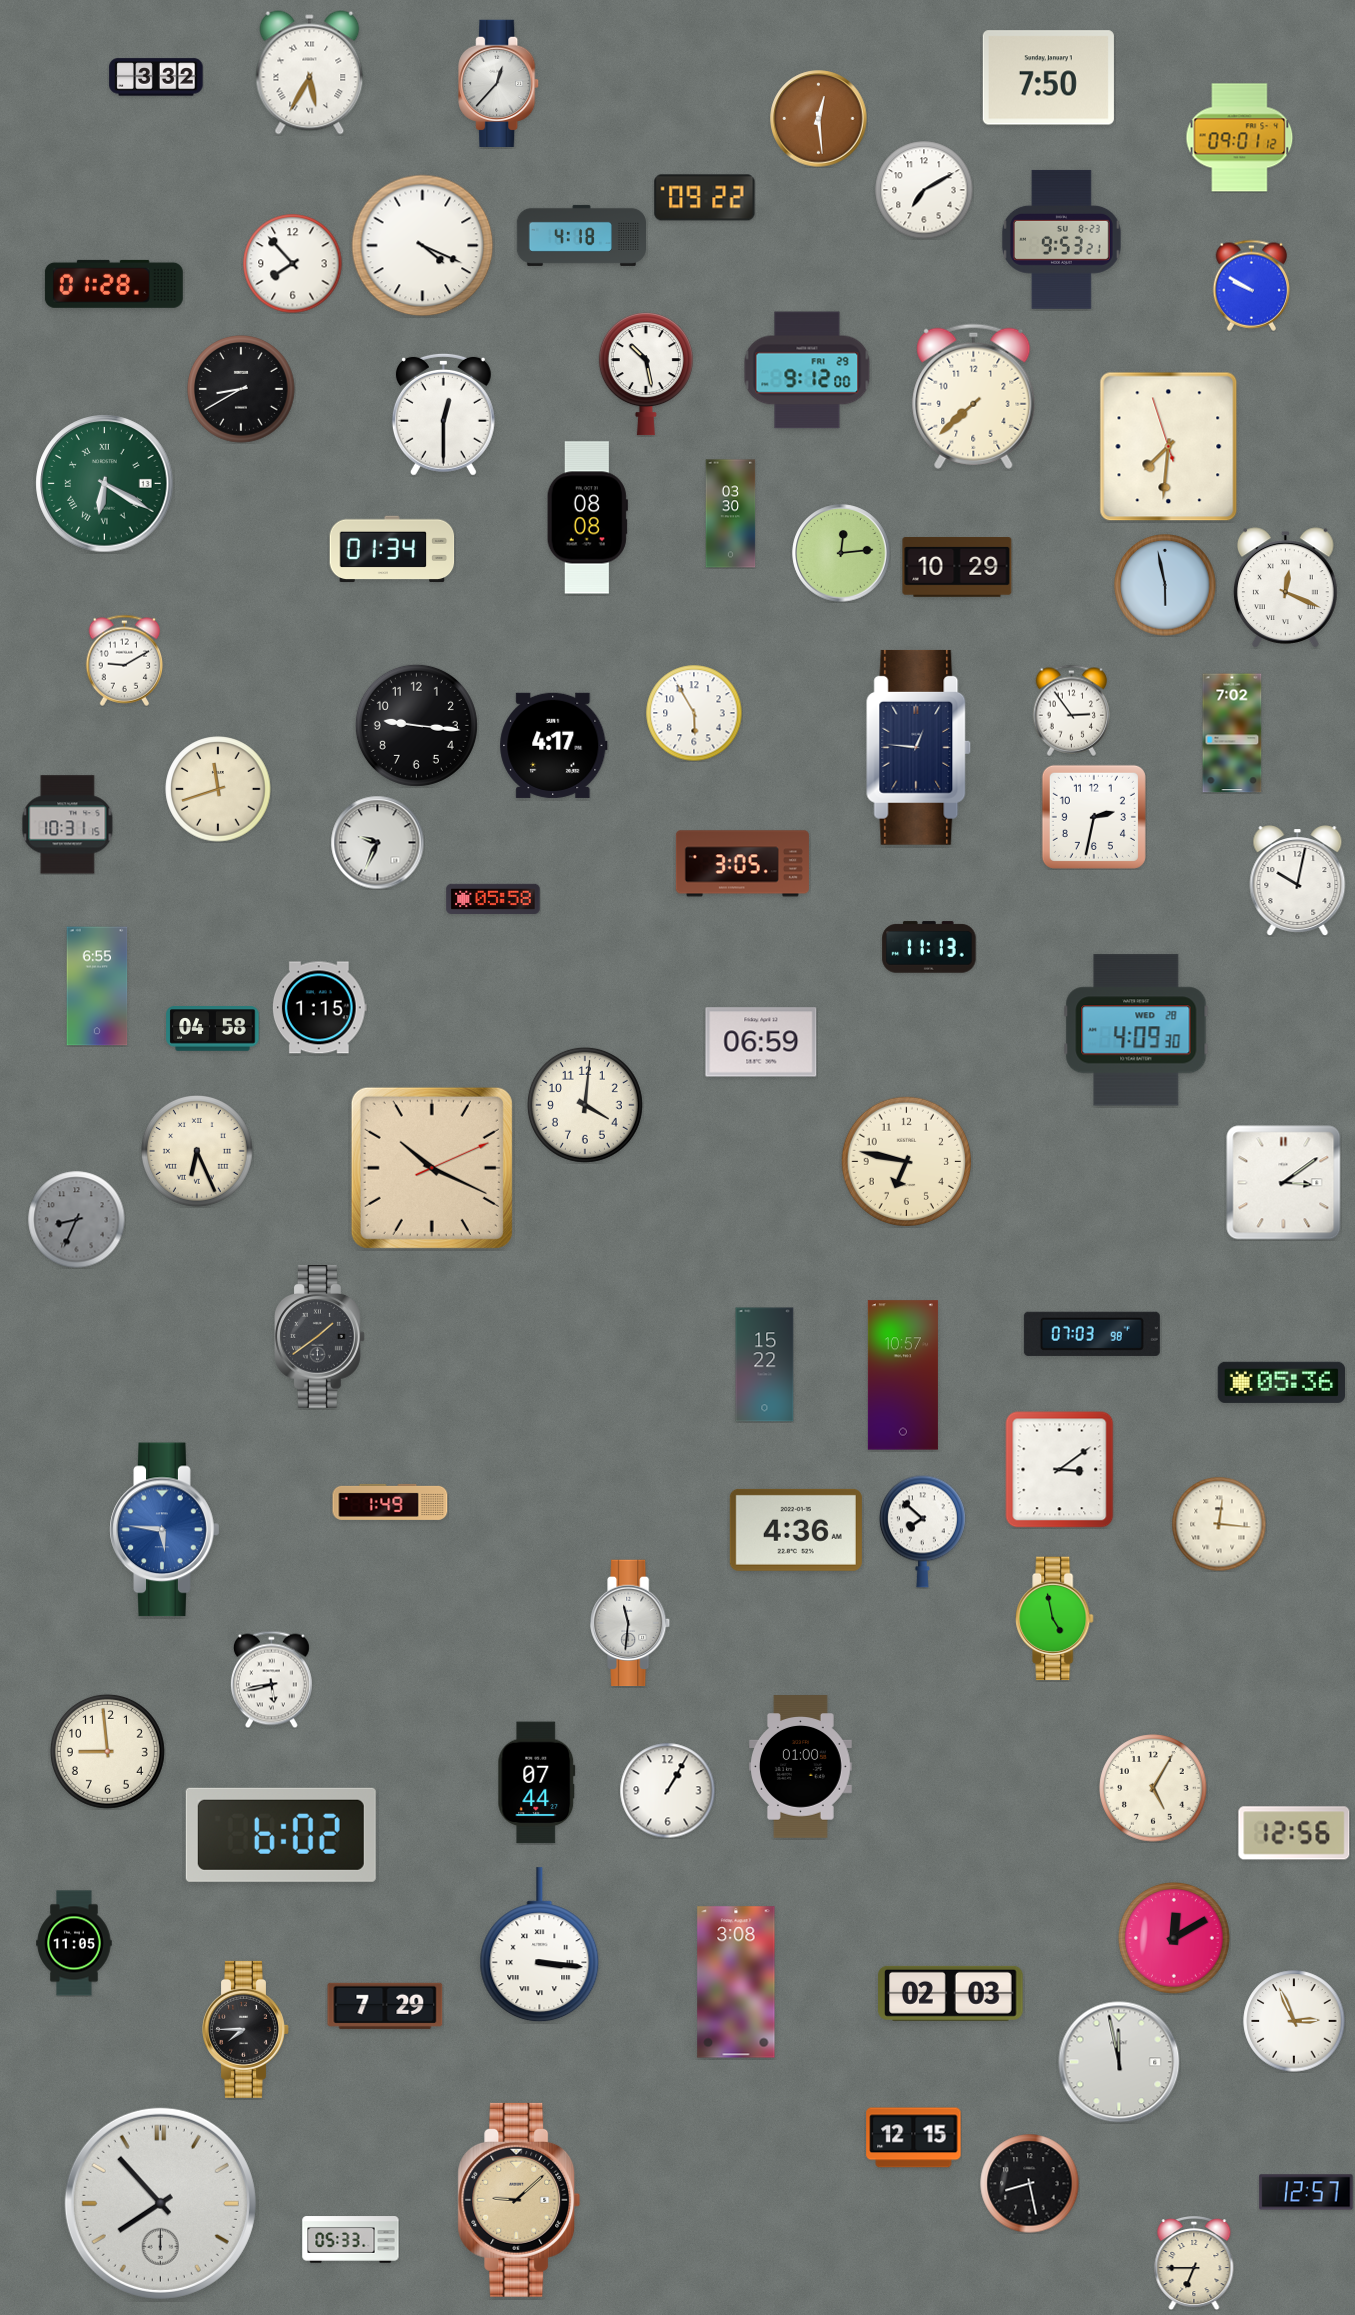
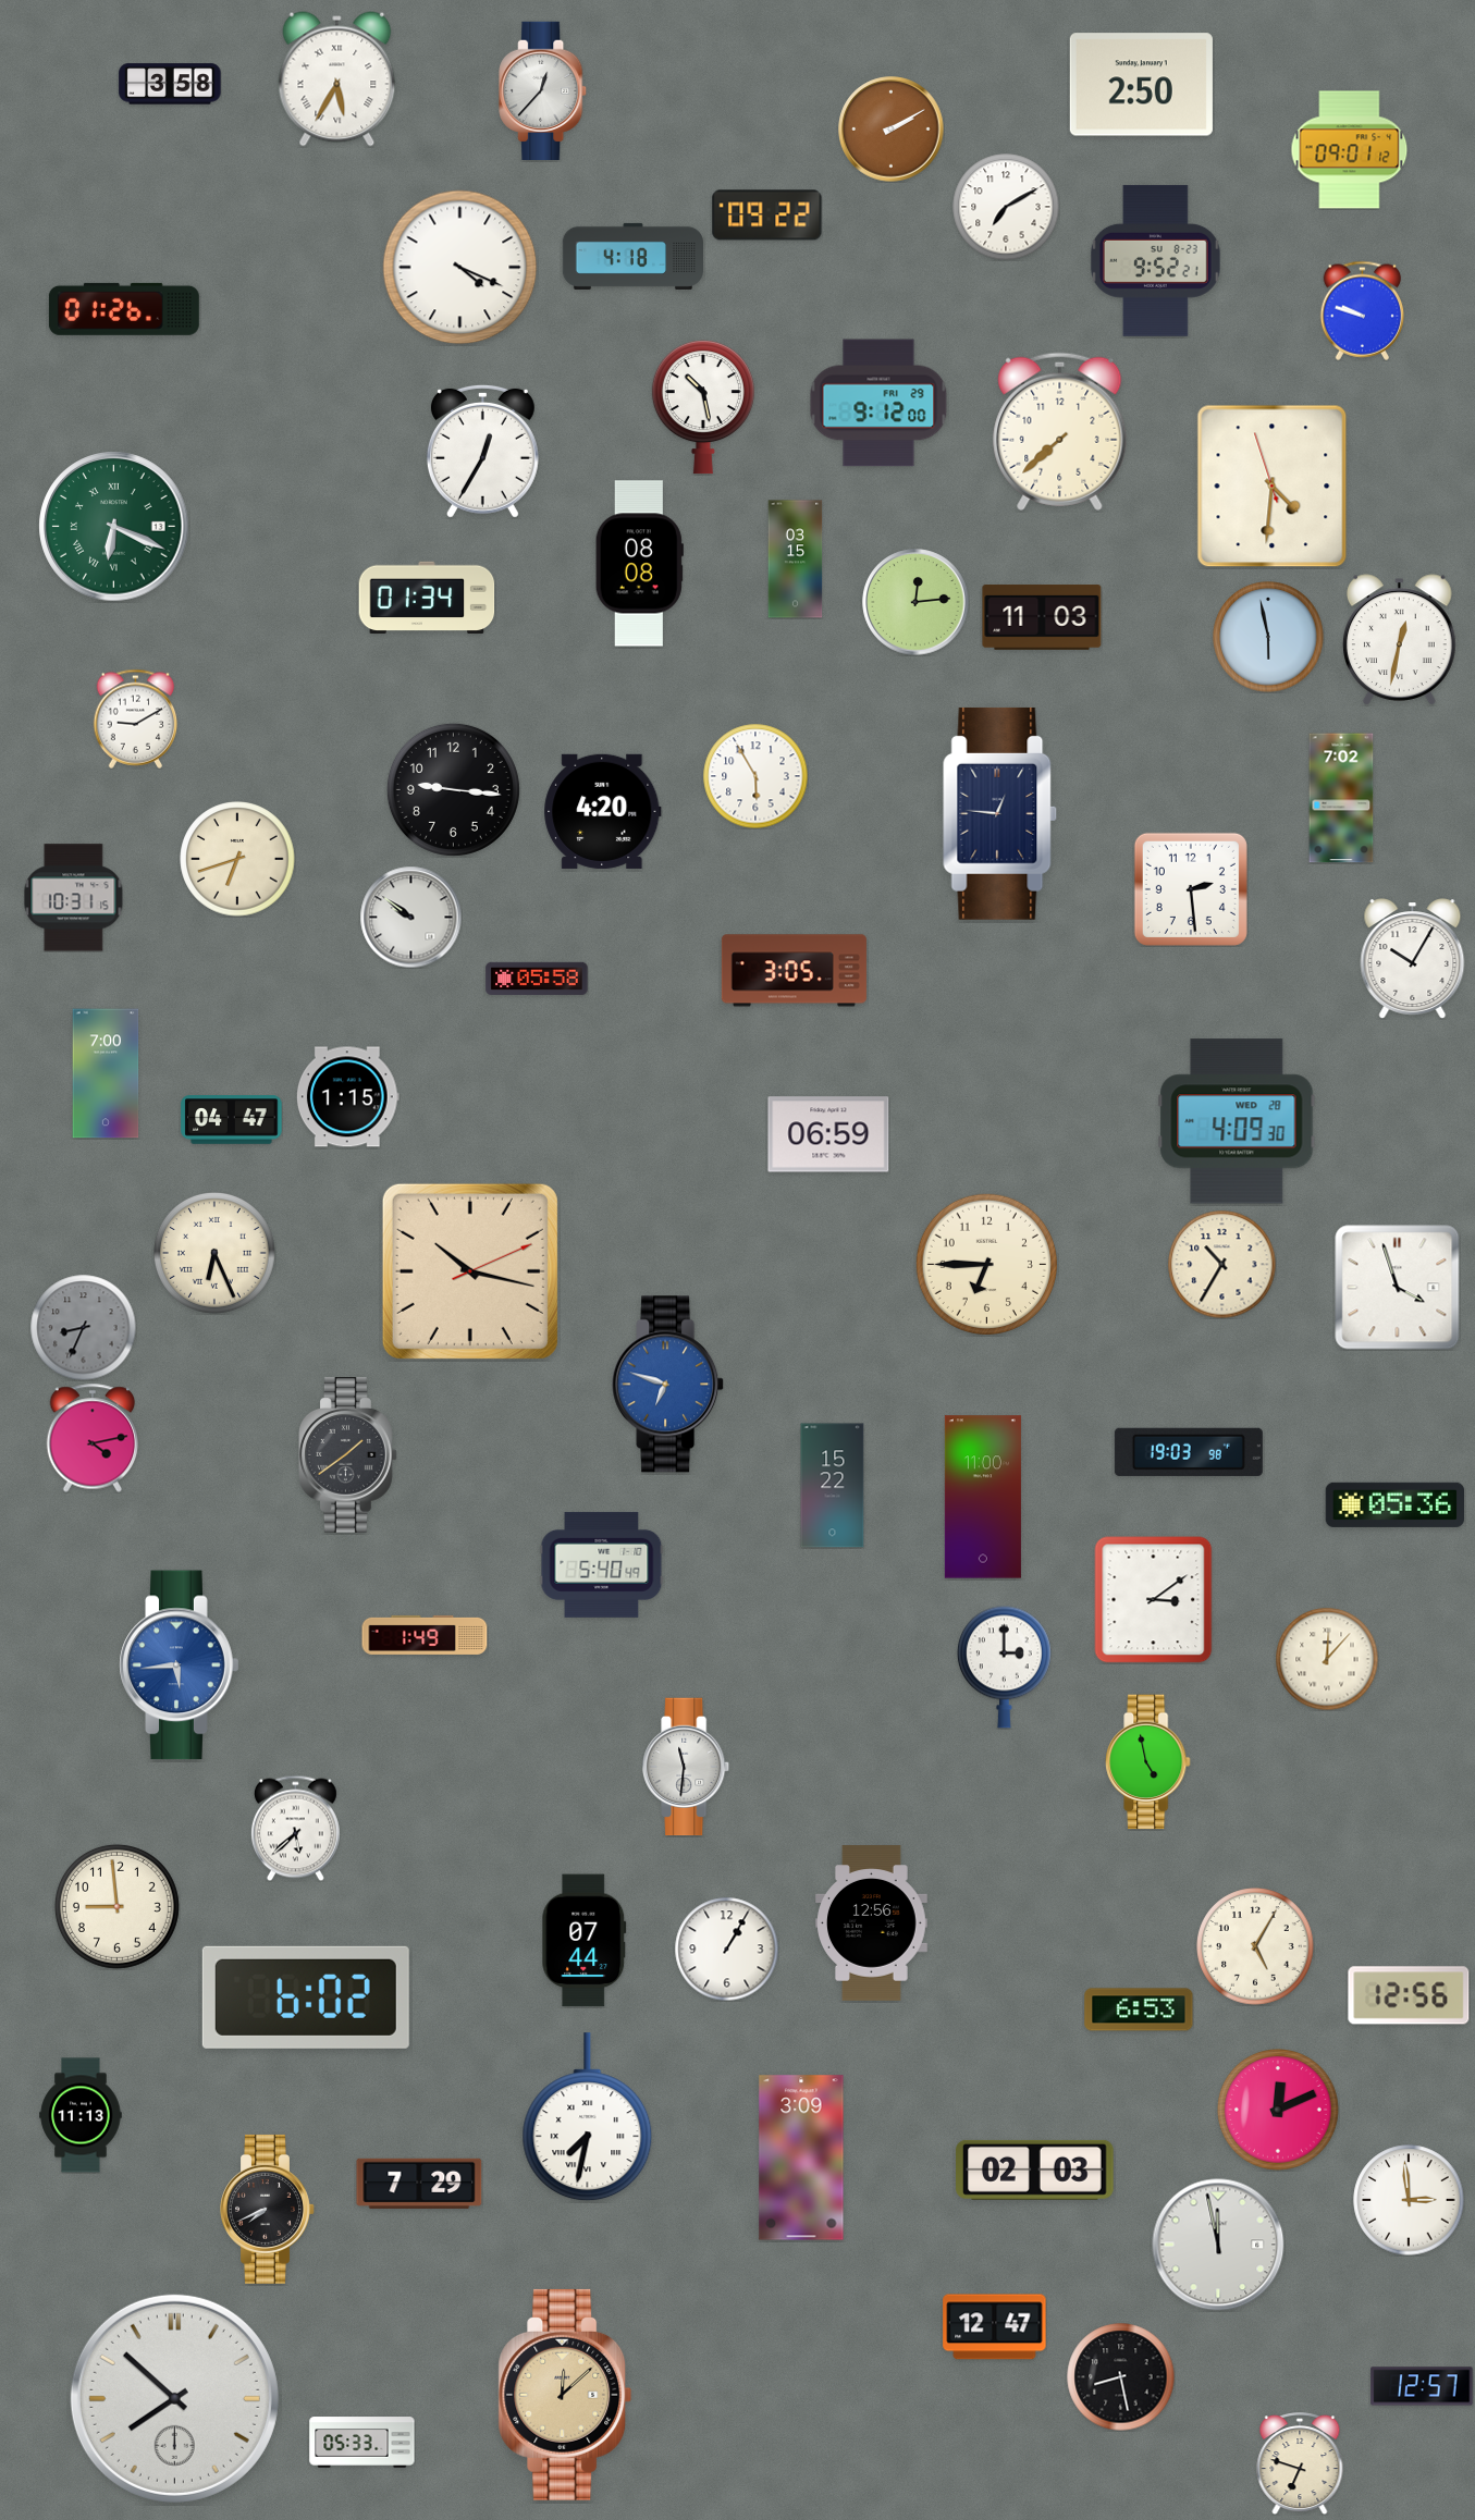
clock at (156, 77): 3:32 -> 3:58
clock at (1048, 78): 7:50 -> 2:50
clock at (819, 119): 12:29 -> 2:10
clock at (1061, 239): 9:53 -> 9:52
clock at (293, 264): 7:53 -> none
clock at (114, 284): 01:28 -> 01:26
clock at (1252, 285): 9:50 -> 9:48
clock at (241, 389): 8:40 -> none
clock at (443, 414): 12:30 -> 12:35
clock at (1169, 447): 7:30 -> 4:30
clock at (105, 484): 6:20 -> 6:19
clock at (731, 514): 03:30 -> 03:15
clock at (957, 568): 10:29 -> 11:03
clock at (1286, 588): 12:19 -> 12:32
clock at (1072, 710): 2:54 -> none
clock at (554, 745): 4:17 -> 4:20
clock at (218, 789): 11:42 -> 6:42
clock at (1094, 817): 2:32 -> 2:29
clock at (377, 842): 9:34 -> 9:51
clock at (742, 864) position: (742, 864) -> (794, 971)
clock at (1298, 881): 10:02 -> 10:05
clock at (929, 947): 11:13 -> none
clock at (97, 986): 6:55 -> 7:00
clock at (213, 1029): 04:58 -> 04:47
clock at (585, 1105): 4:01 -> none
clock at (906, 1161): 6:47 -> 6:45
clock at (1222, 1265): none -> 10:35
clock at (432, 1168): 10:19 -> 10:17
clock at (1284, 1183): 3:09 -> 3:57
clock at (668, 1385): none -> 6:48
clock at (93, 1438): none -> 4:13
clock at (1092, 1334): 07:03 -> 19:03
clock at (903, 1375): 10:57 -> 11:00
clock at (602, 1564): none -> 5:40
clock at (1219, 1524): 12:16 -> 12:07
clock at (165, 1530): 5:46 -> 5:44
clock at (796, 1530): 4:36 -> none
clock at (922, 1531): 7:52 -> 3:00
clock at (271, 1679): 5:43 -> 5:38
clock at (801, 1767): 01:00 -> 12:56
clock at (1139, 2009): none -> 6:53
clock at (1175, 1939): 12:10 -> 12:11
clock at (74, 1943): 11:05 -> 11:13
clock at (540, 1945): 3:16 -> 7:32
clock at (736, 1982): 3:08 -> 3:09
clock at (1294, 2021): 2:56 -> 2:59
clock at (246, 2029): 7:45 -> 7:41
clock at (914, 2138): 12:15 -> 12:47
clock at (519, 2200): 9:08 -> 12:08
clock at (160, 2203): 7:53 -> 7:52
clock at (351, 2240) position: (351, 2240) -> (362, 2443)
clock at (1194, 2264): 6:45 -> 6:48
